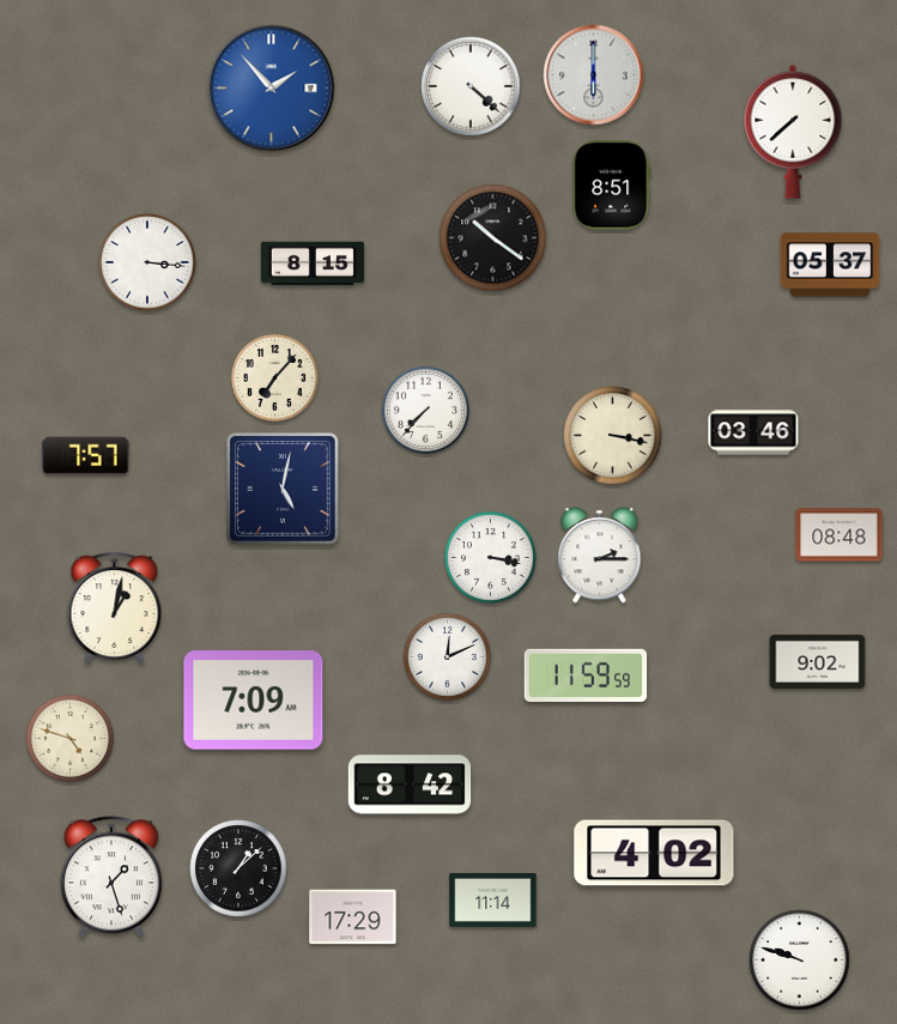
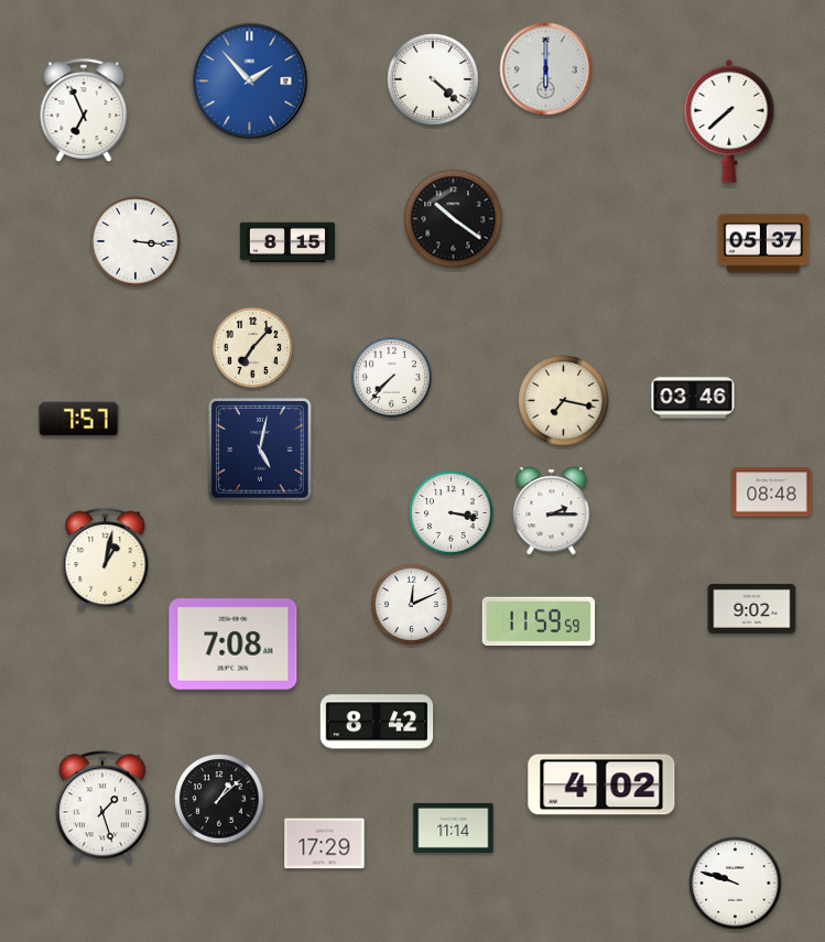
clock at (84, 110): none -> 6:56
clock at (612, 186): 8:51 -> none
clock at (613, 436): 3:17 -> 7:17
clock at (254, 701): 7:09 -> 7:08
clock at (69, 738): 4:48 -> none
